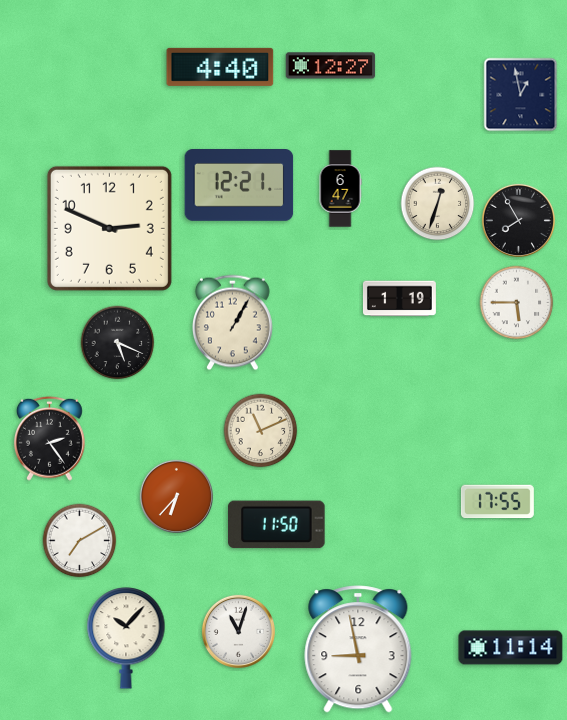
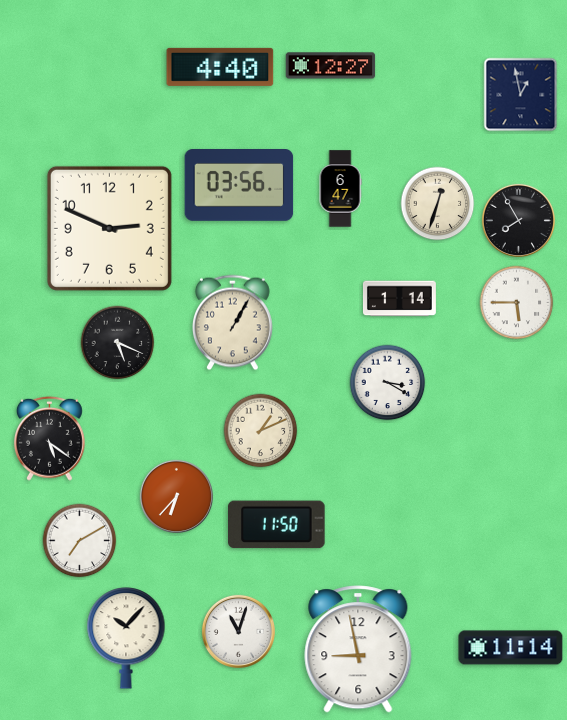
clock at (239, 186): 12:21 -> 03:56
clock at (399, 299): 1:19 -> 1:14
clock at (388, 383): none -> 3:20
clock at (261, 431): 11:11 -> 1:11
clock at (49, 438): 2:24 -> 5:21
clock at (497, 502): 17:55 -> none
